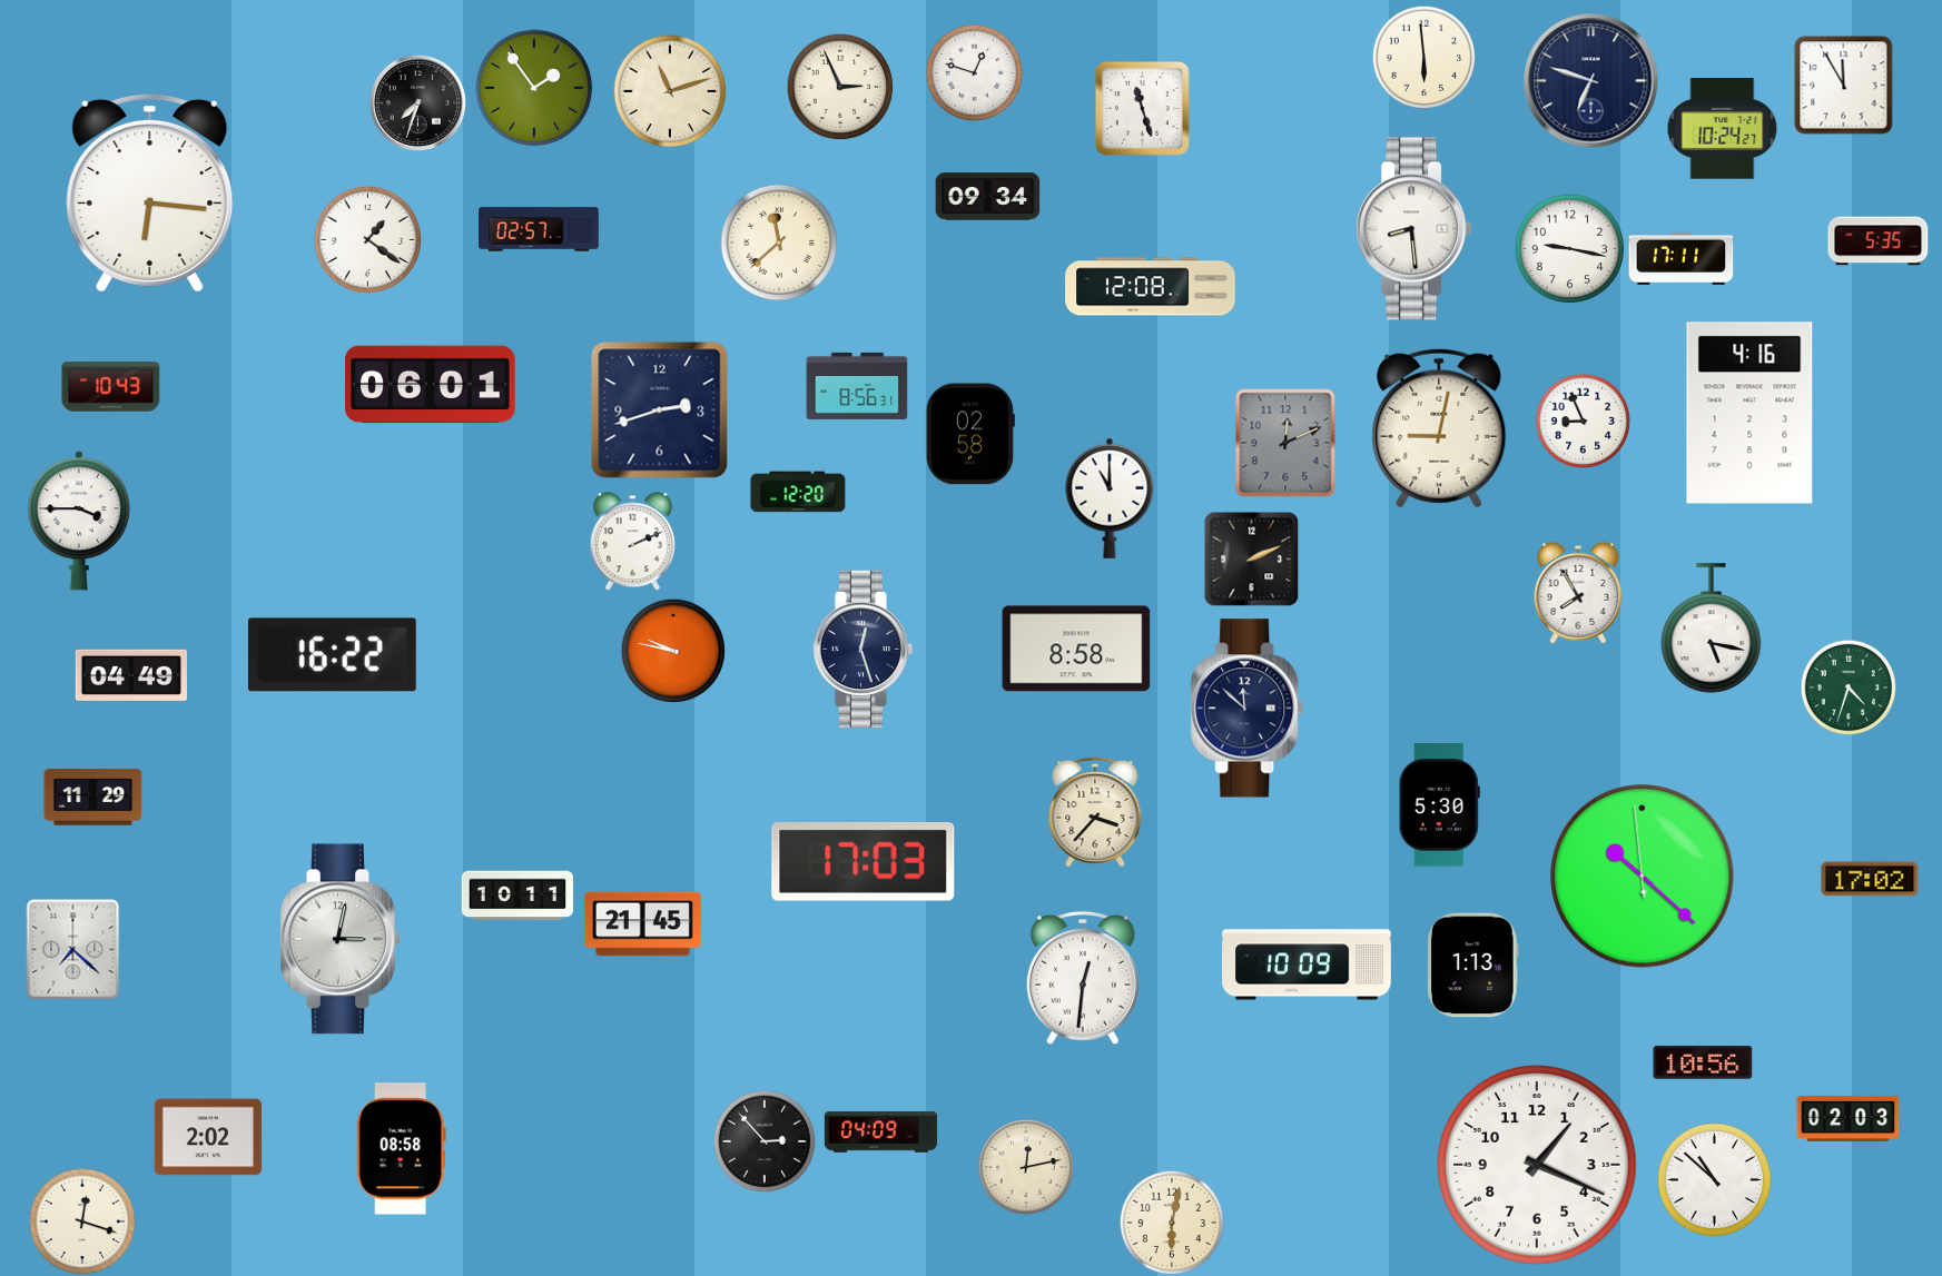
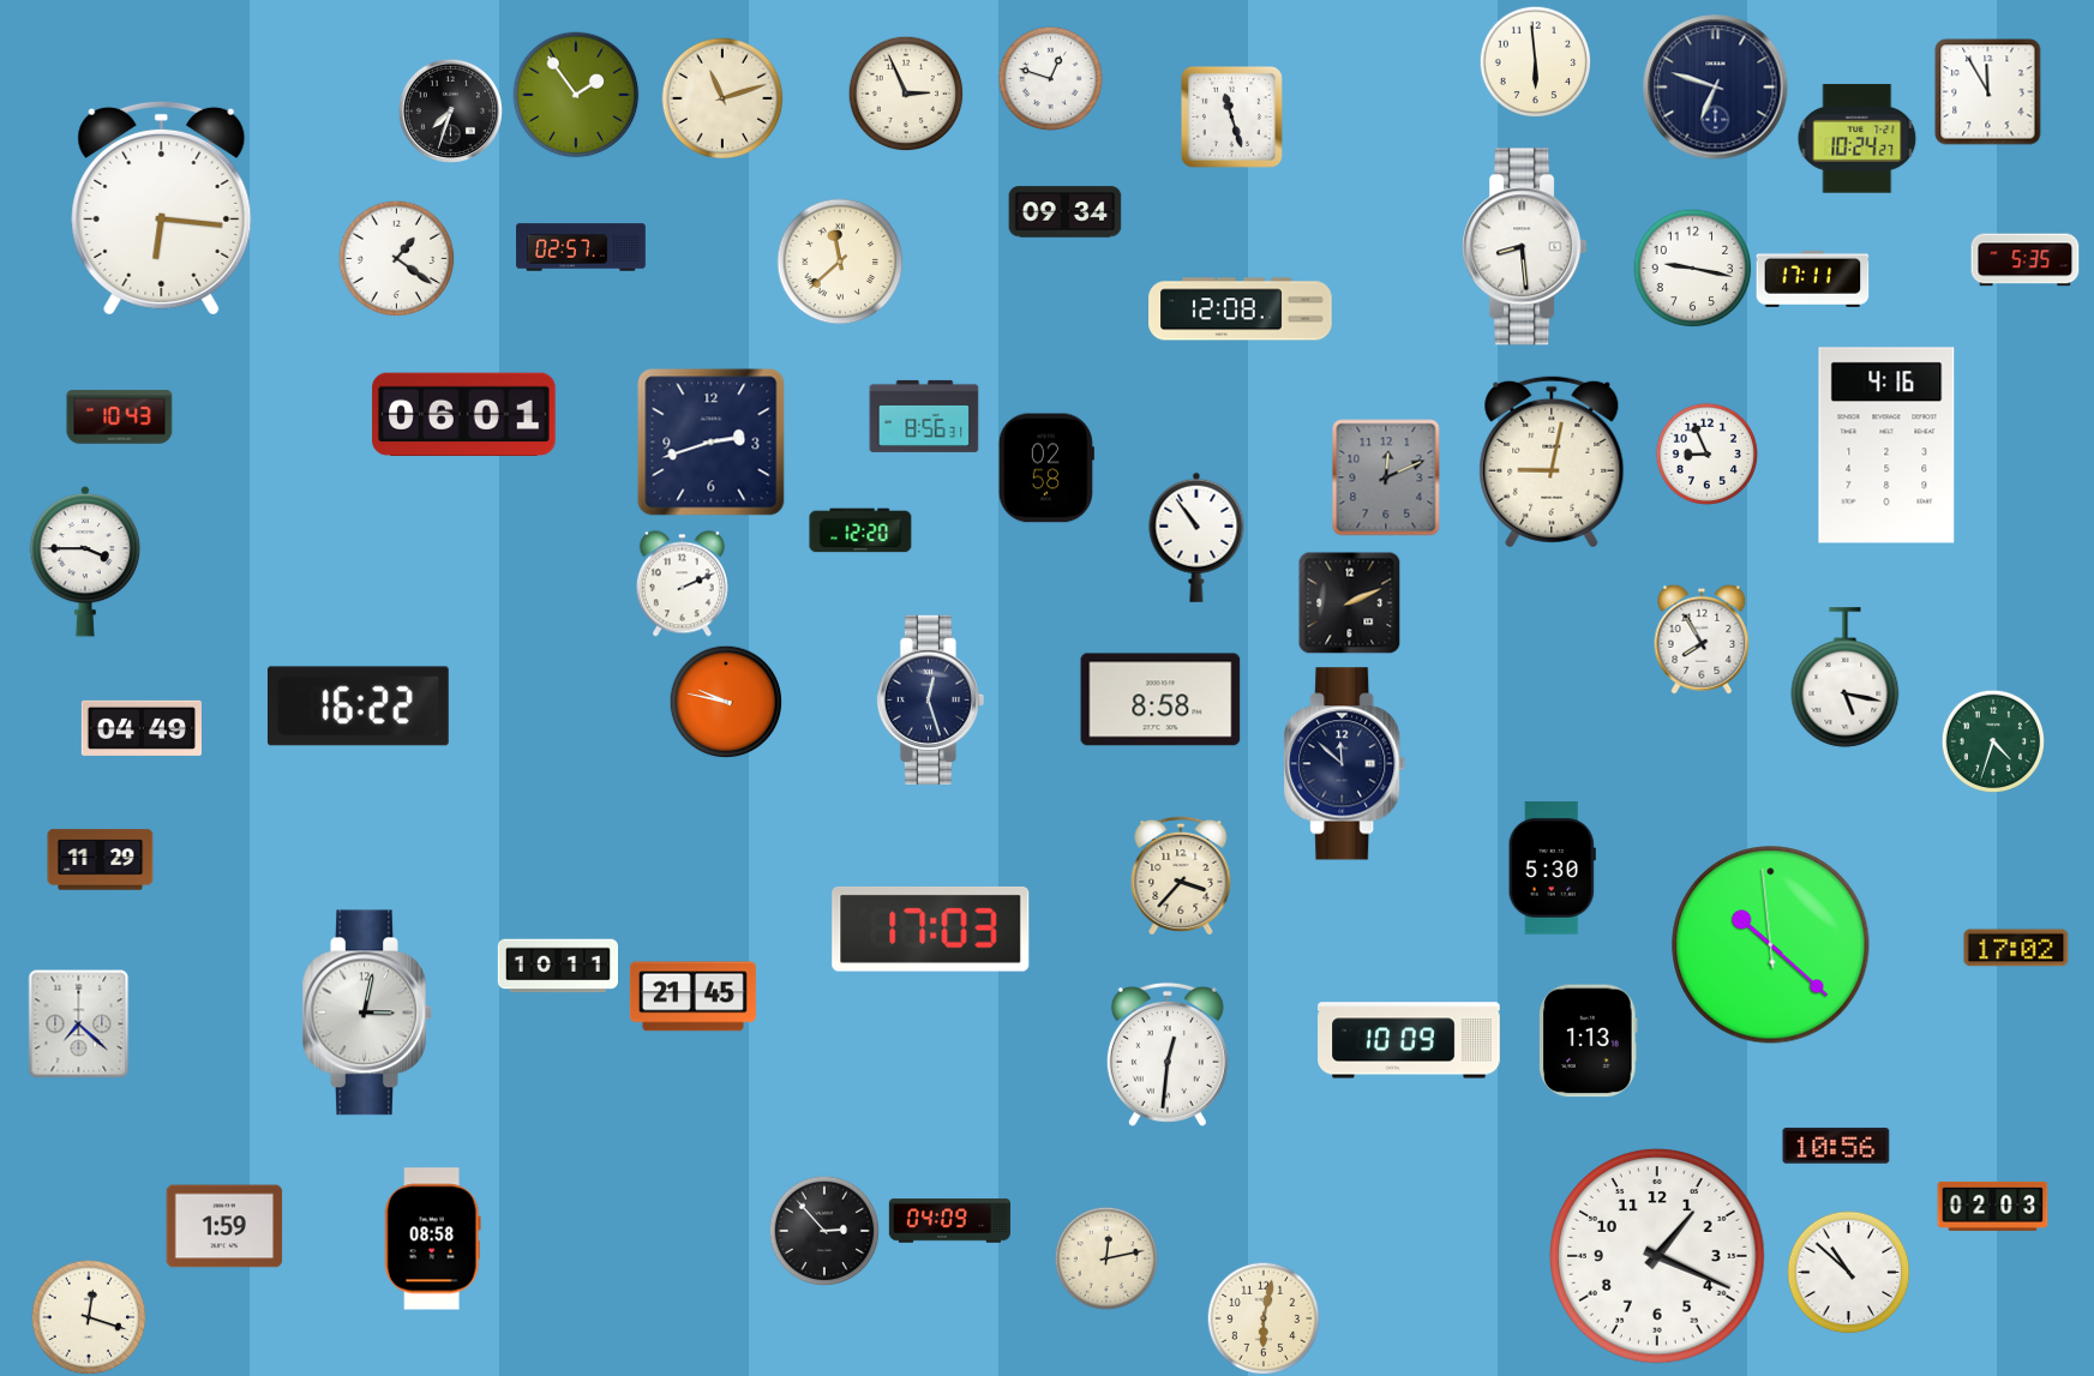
clock at (1110, 498): 11:00 -> 10:54
clock at (208, 1137): 2:02 -> 1:59
